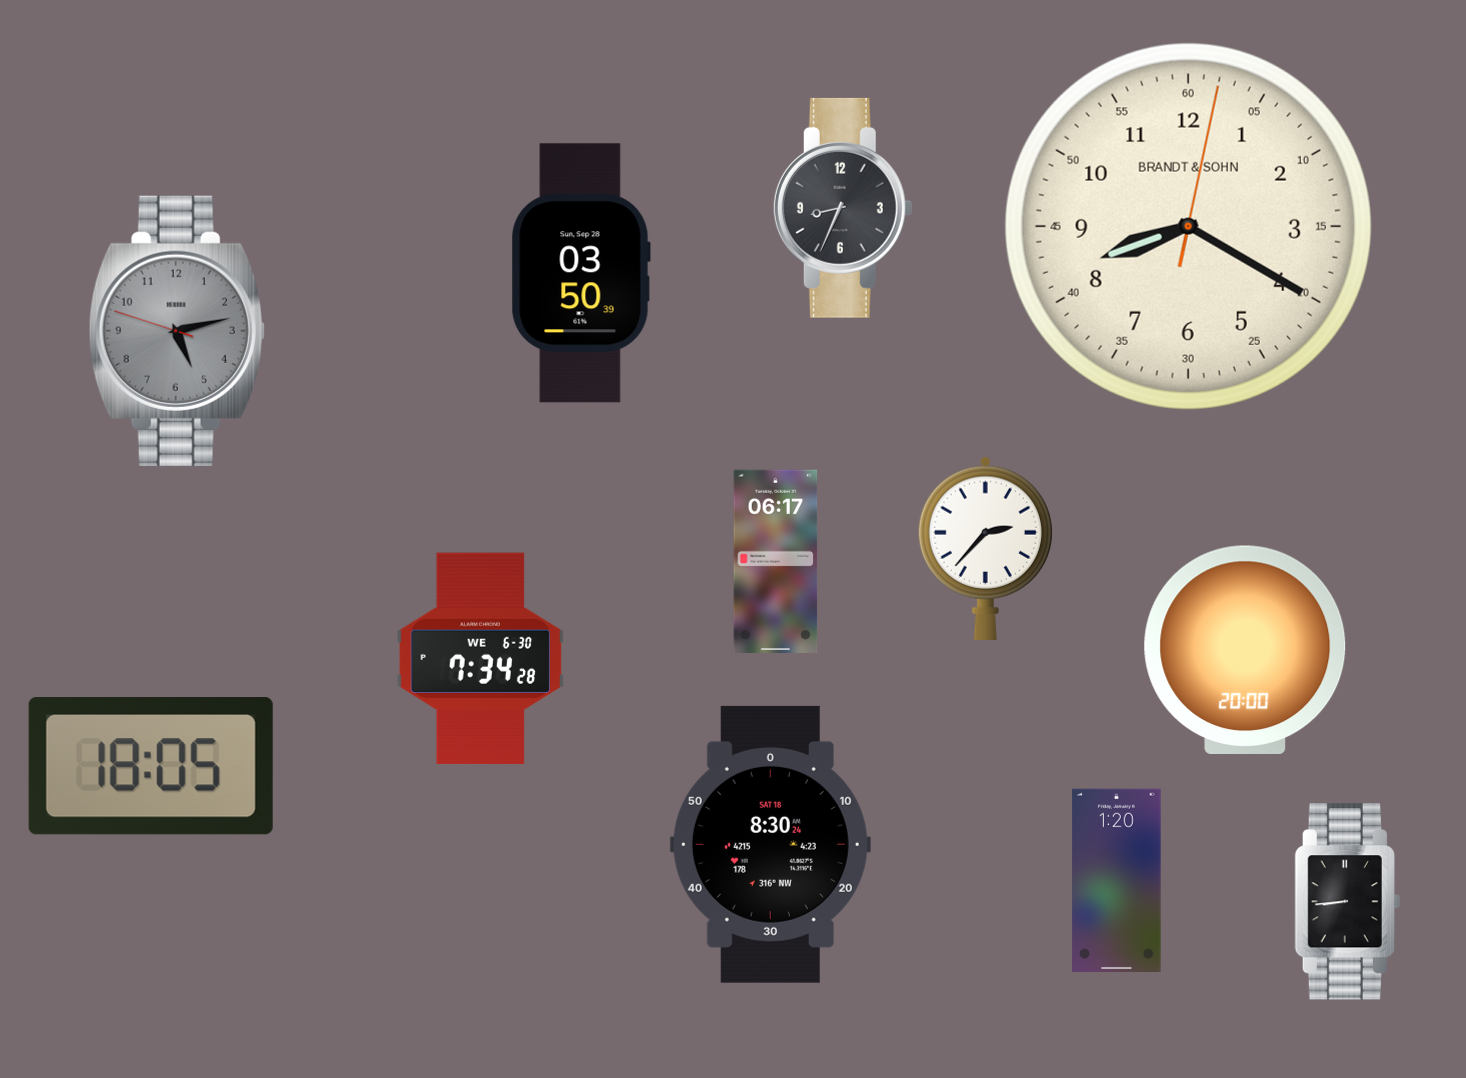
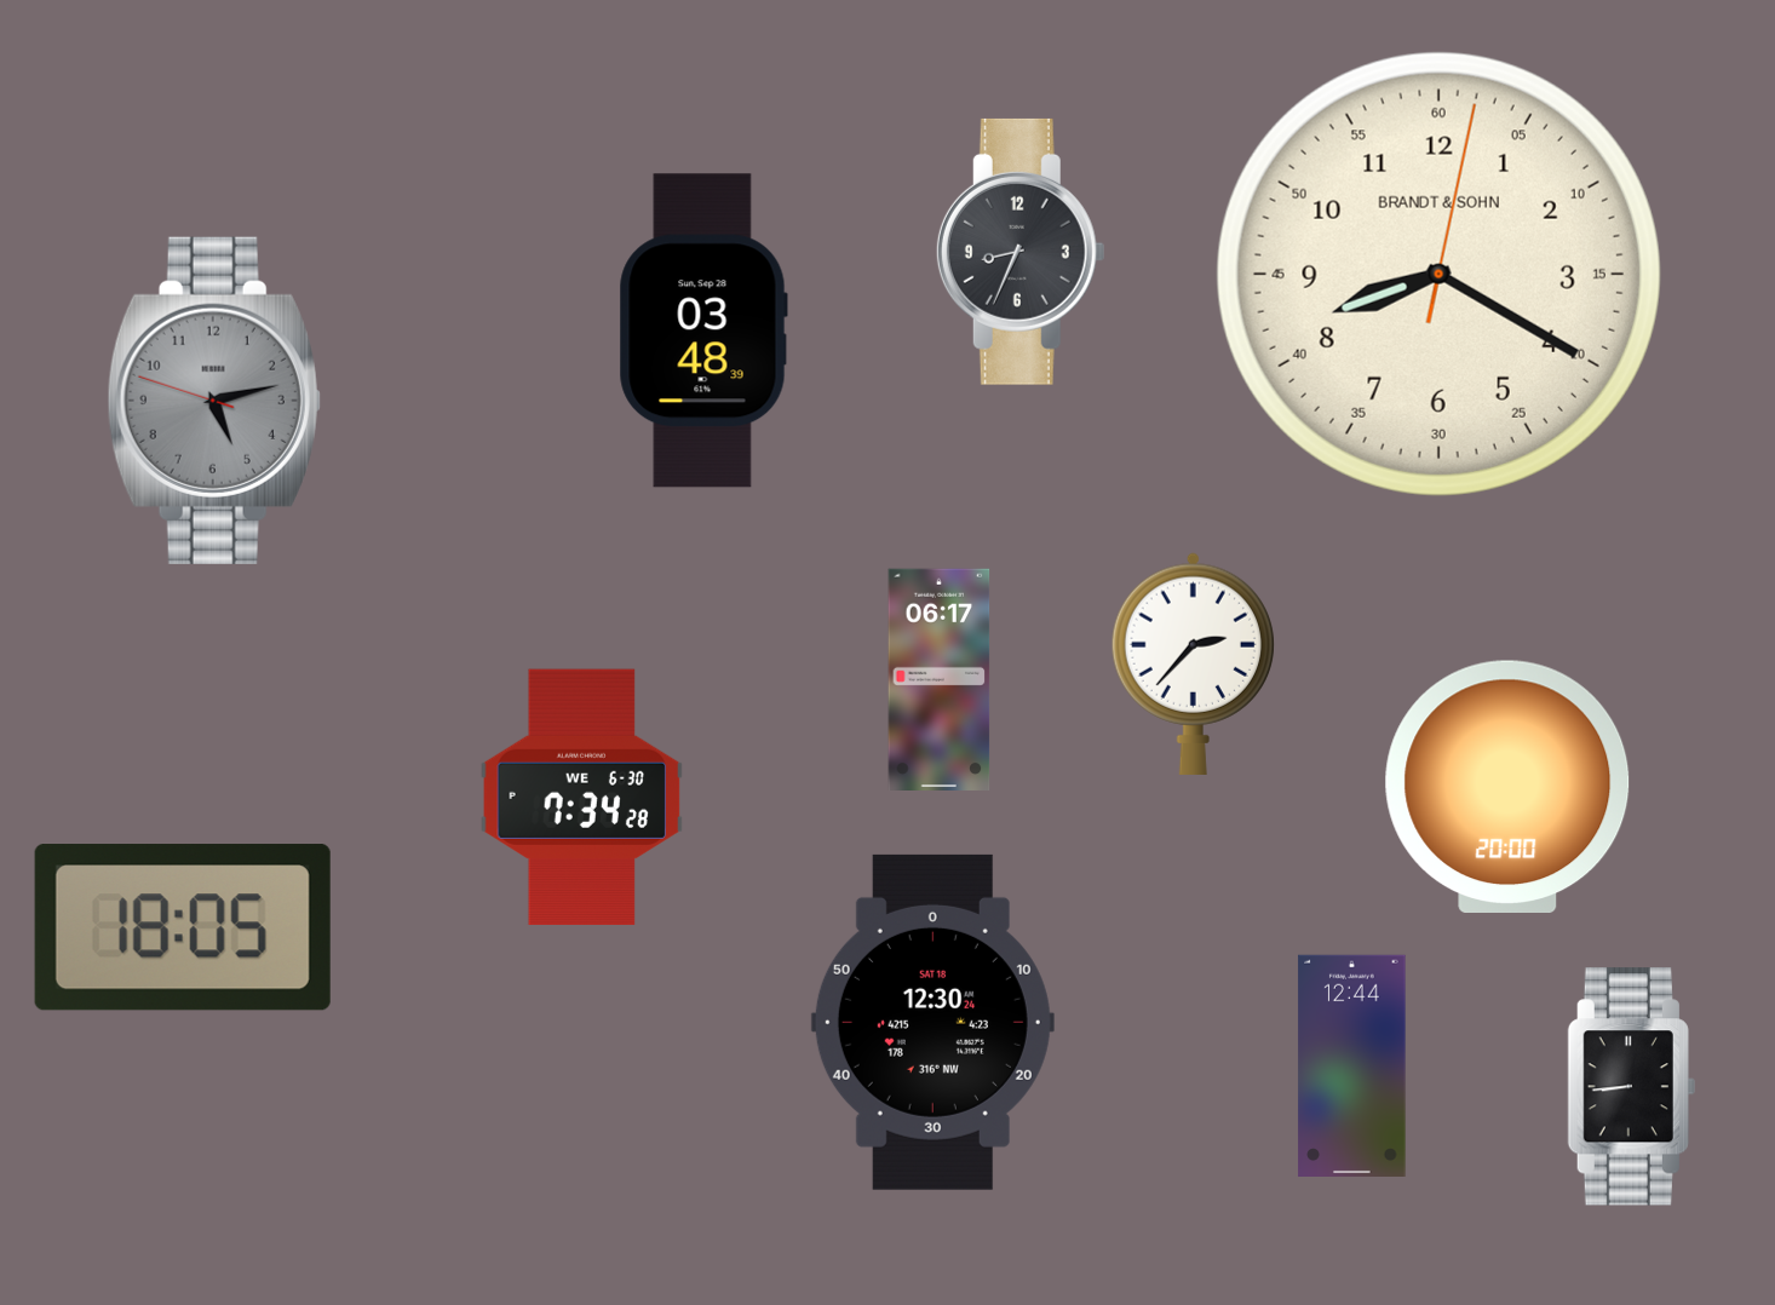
clock at (581, 273): 03:50 -> 03:48
clock at (770, 844): 8:30 -> 12:30
clock at (1117, 880): 1:20 -> 12:44
clock at (1347, 902) position: (1347, 902) -> (1631, 1087)
